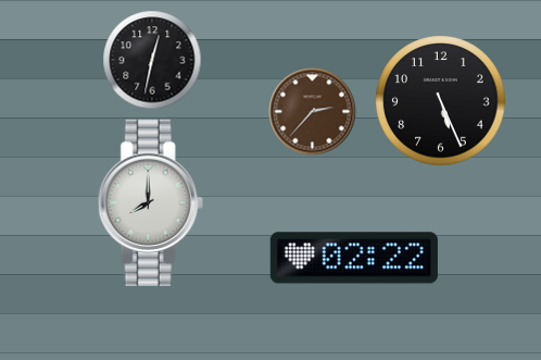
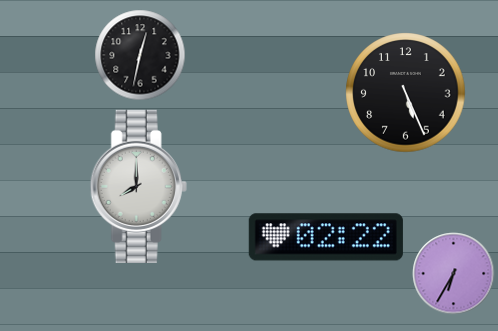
clock at (313, 112): 2:37 -> none
clock at (454, 274): none -> 6:35
